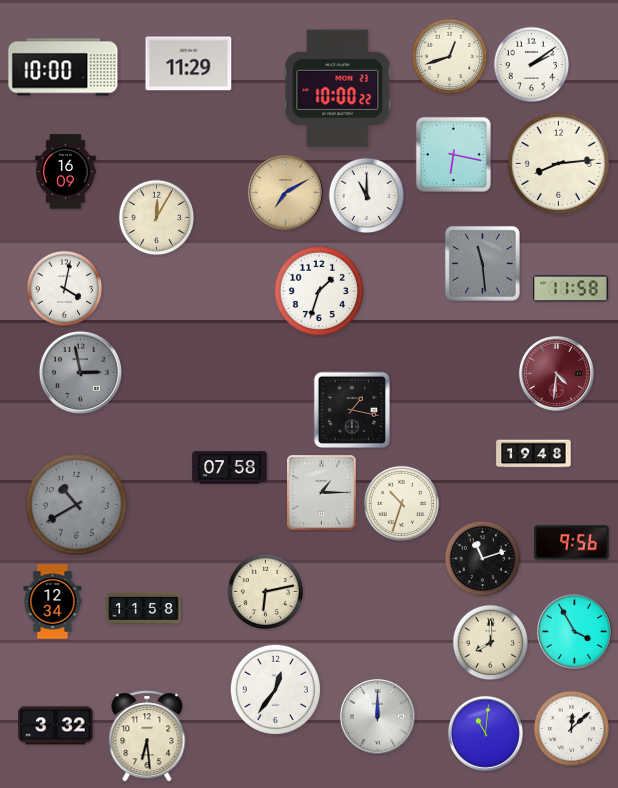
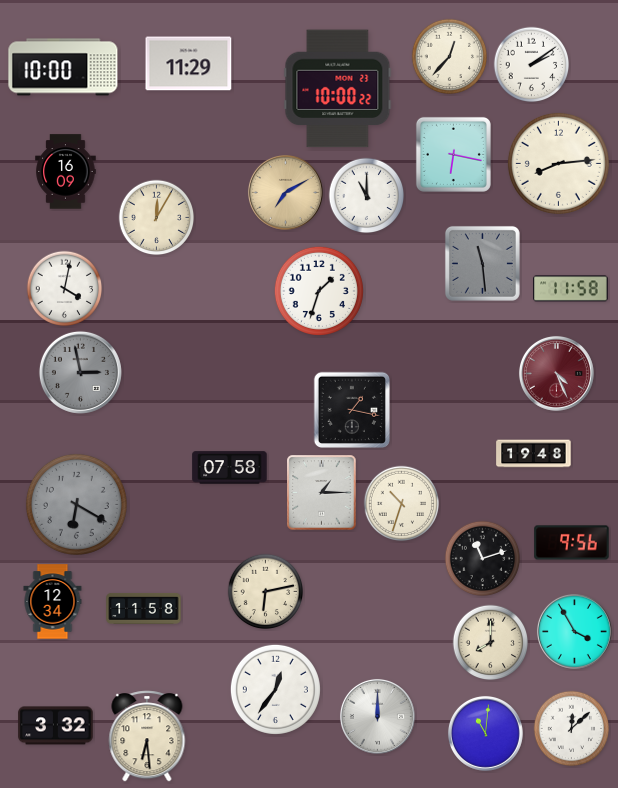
clock at (450, 57): 12:42 -> 12:37
clock at (556, 373): 4:31 -> 4:26
clock at (76, 504): 10:40 -> 6:20
